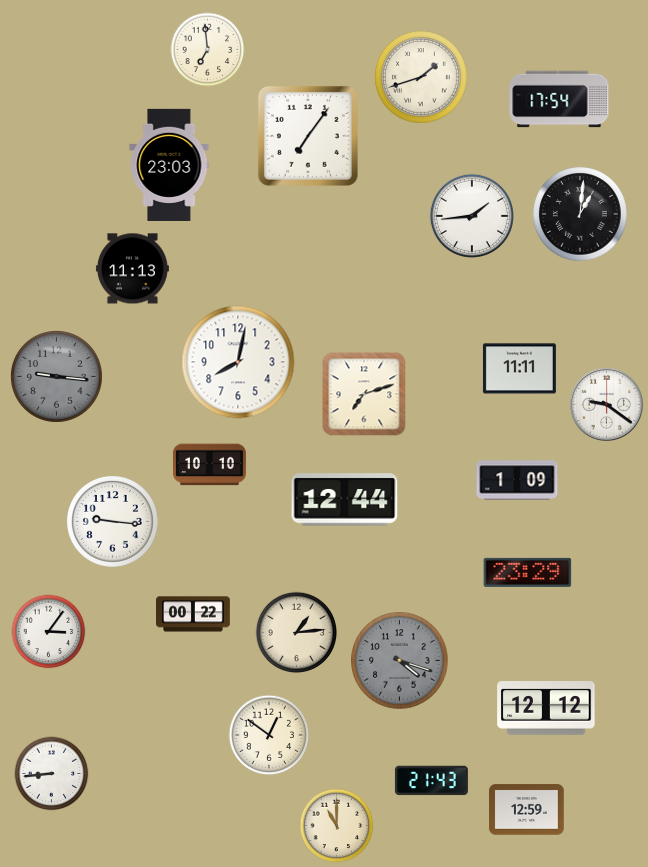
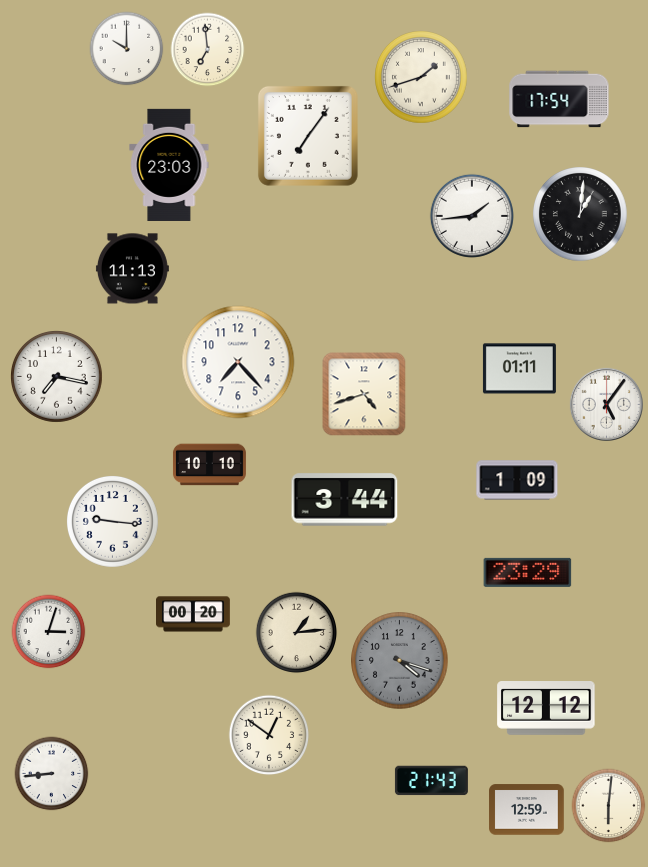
clock at (127, 49): none -> 10:00
clock at (238, 362): 8:02 -> 7:23
clock at (519, 369): 11:11 -> 01:11
clock at (57, 377): 9:16 -> 7:17
clock at (57, 377) dial: grey -> white
clock at (364, 394): 7:12 -> 4:42
clock at (606, 404): 9:21 -> 5:06
clock at (345, 500): 12:44 -> 3:44
clock at (194, 614): 00:22 -> 00:20
clock at (49, 632): 3:06 -> 3:03
clock at (609, 806): none -> 6:01
clock at (337, 826): 11:00 -> none
